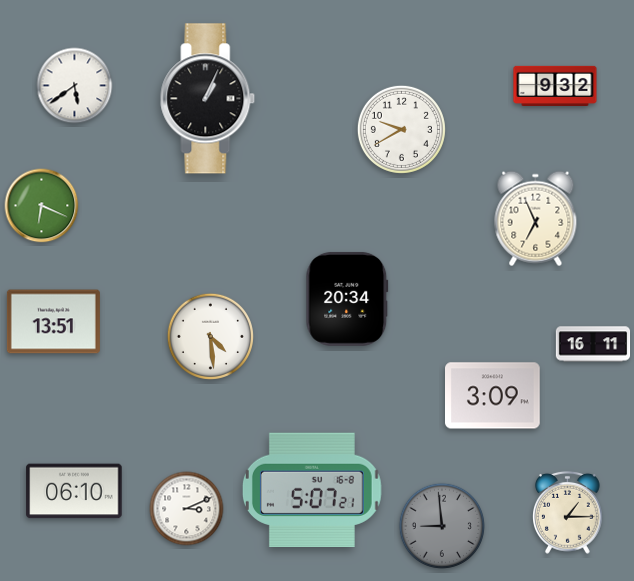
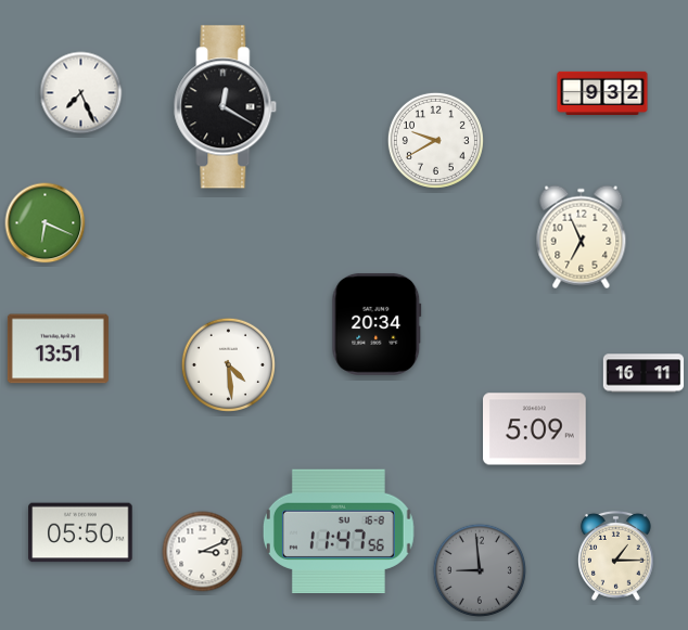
clock at (75, 86): 5:39 -> 7:26
clock at (208, 99): 1:04 -> 12:20
clock at (493, 396): 3:09 -> 5:09
clock at (312, 489): 5:07 -> 11:47
clock at (74, 491): 06:10 -> 05:50
